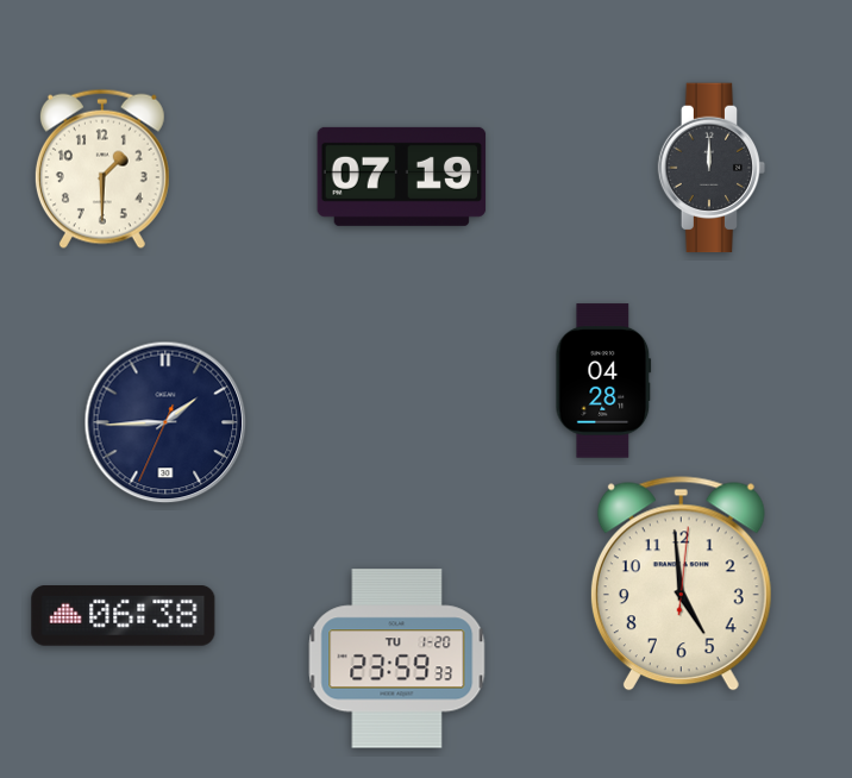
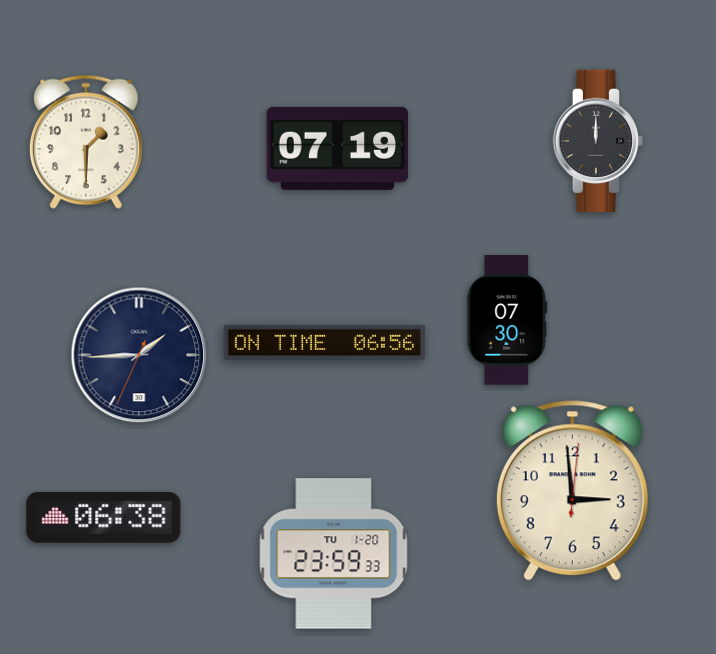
clock at (603, 381): 04:28 -> 07:30
clock at (324, 342): none -> 06:56
clock at (681, 584): 4:59 -> 2:59
